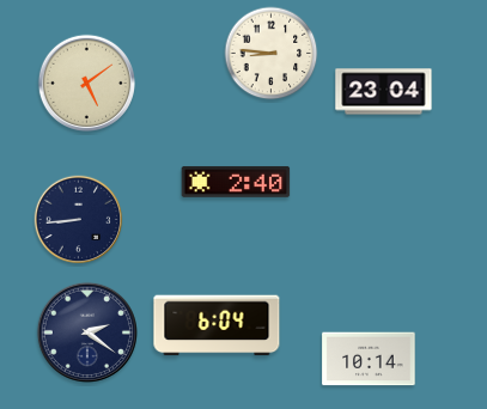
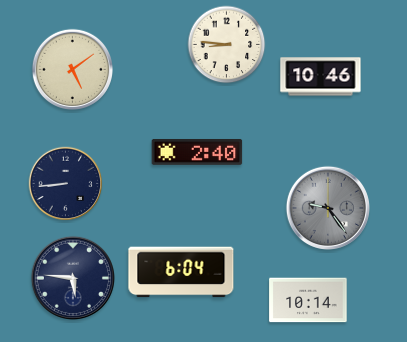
clock at (384, 92): 23:04 -> 10:46
clock at (328, 208): none -> 9:24
clock at (87, 332): 2:21 -> 5:46
